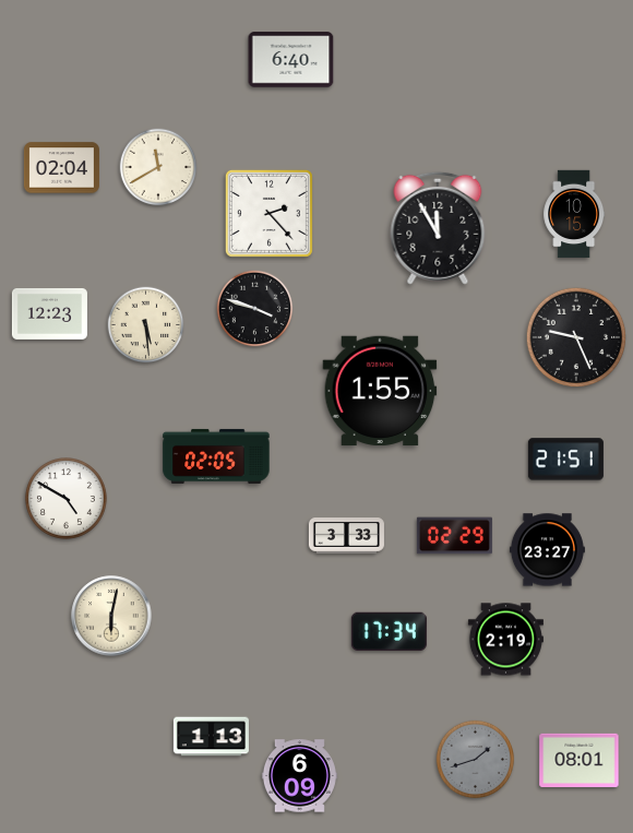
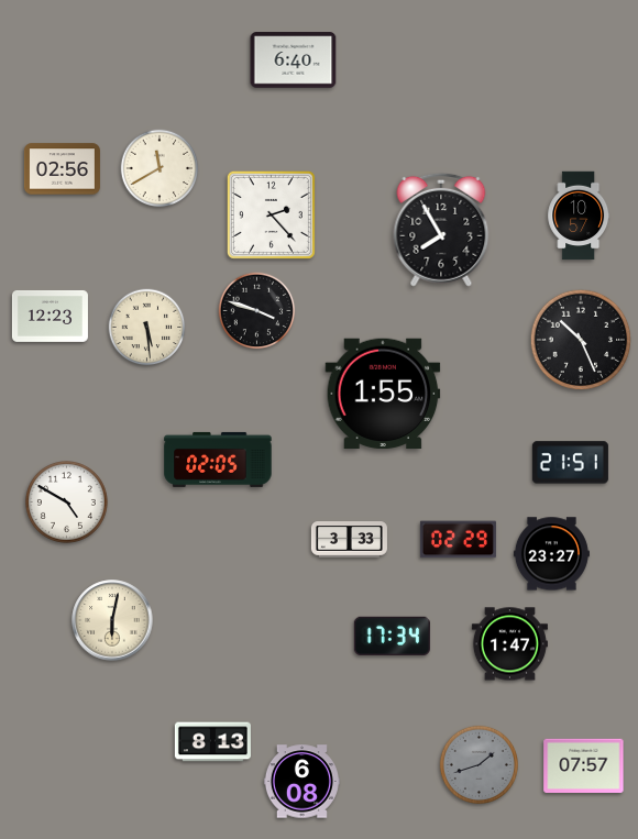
clock at (61, 168): 02:04 -> 02:56
clock at (574, 214): 10:15 -> 10:57
clock at (438, 228): 11:55 -> 7:55
clock at (576, 337): 9:26 -> 10:26
clock at (505, 640): 2:19 -> 1:47
clock at (211, 737): 1:13 -> 8:13
clock at (580, 760): 08:01 -> 07:57
clock at (299, 776): 6:09 -> 6:08
